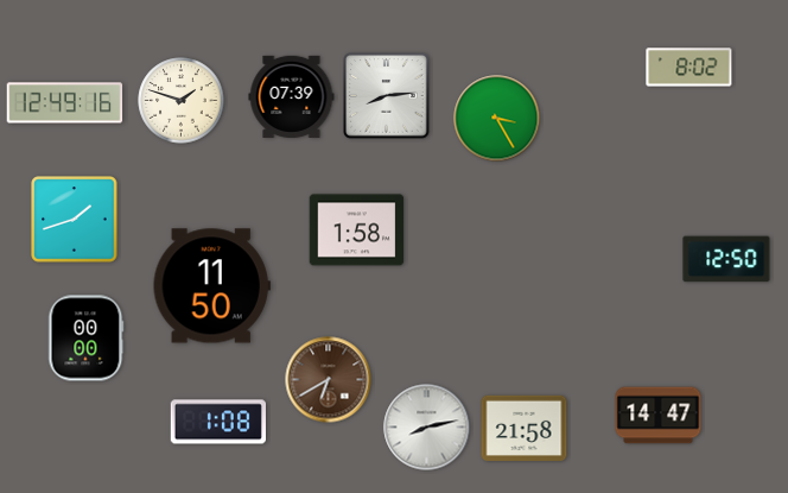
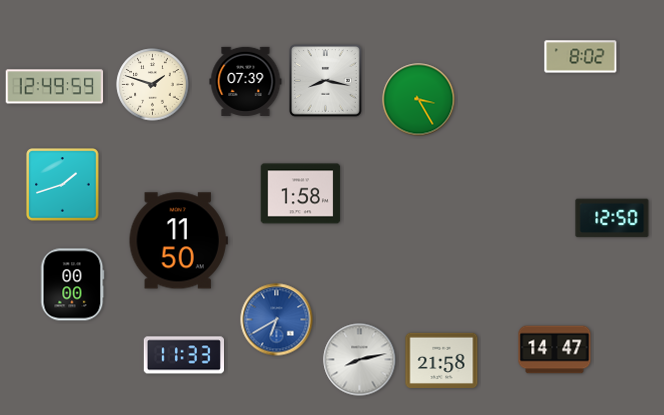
clock at (387, 96): 8:14 -> 8:17
clock at (65, 103): 12:49:16 -> 12:49:59
clock at (329, 380) dial: brown -> blue
clock at (217, 422): 1:08 -> 11:33
